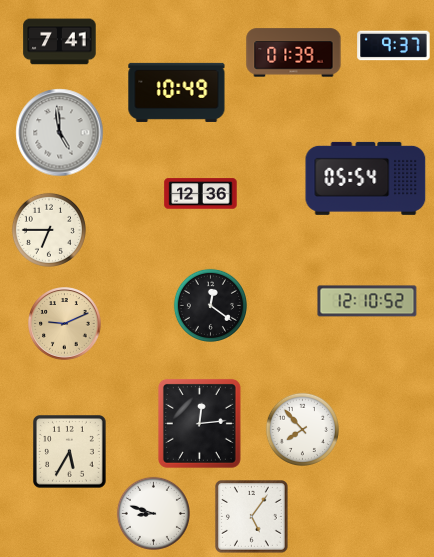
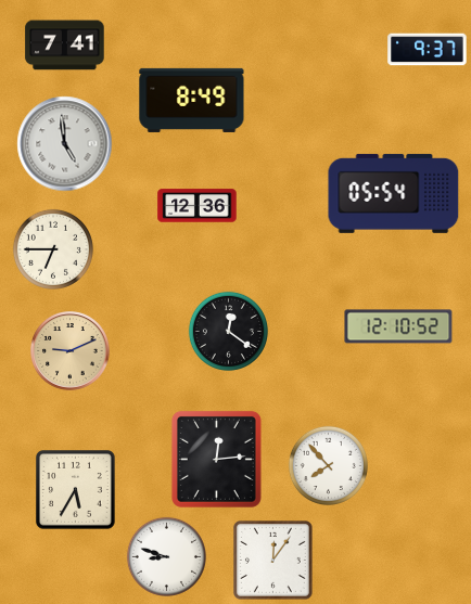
clock at (294, 53): 01:39 -> none
clock at (177, 92): 10:49 -> 8:49
clock at (366, 178) position: (366, 178) -> (394, 193)
clock at (201, 194) position: (201, 194) -> (198, 206)
clock at (252, 517): 5:06 -> 12:06
